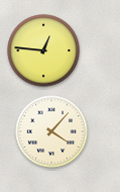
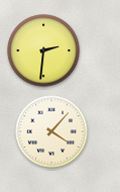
clock at (44, 51): 12:46 -> 2:31
